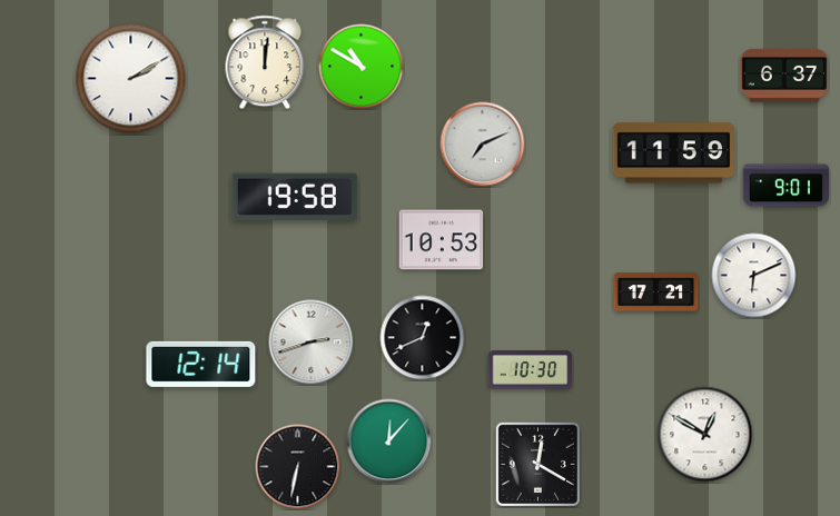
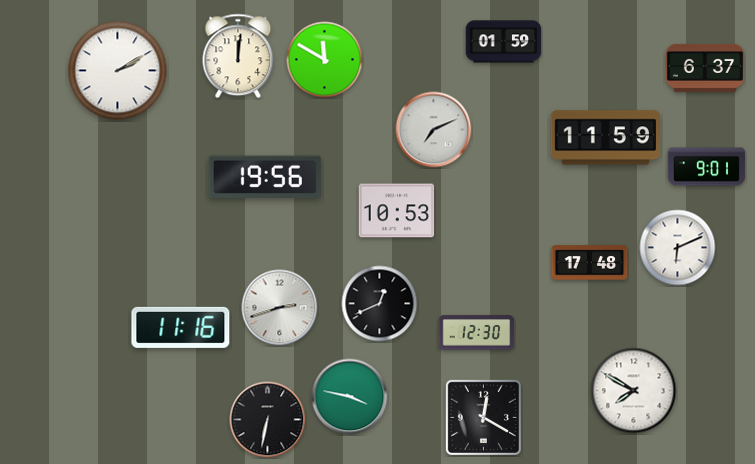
clock at (504, 42): none -> 01:59
clock at (362, 67): 10:50 -> 11:50
clock at (295, 197): 19:58 -> 19:56
clock at (442, 240) position: (442, 240) -> (397, 211)
clock at (656, 292): 17:21 -> 17:48
clock at (201, 364): 12:14 -> 11:16
clock at (531, 370): 10:30 -> 12:30
clock at (705, 435): 12:50 -> 7:50
clock at (389, 441): 12:07 -> 3:47
